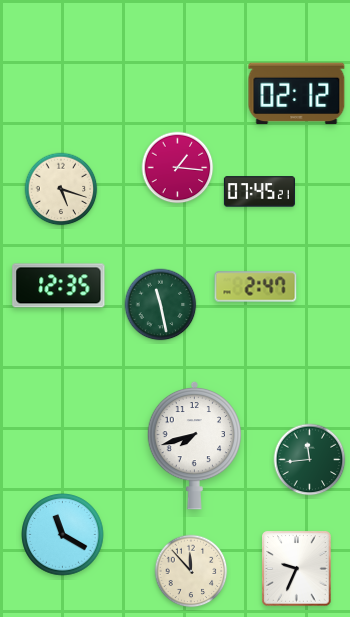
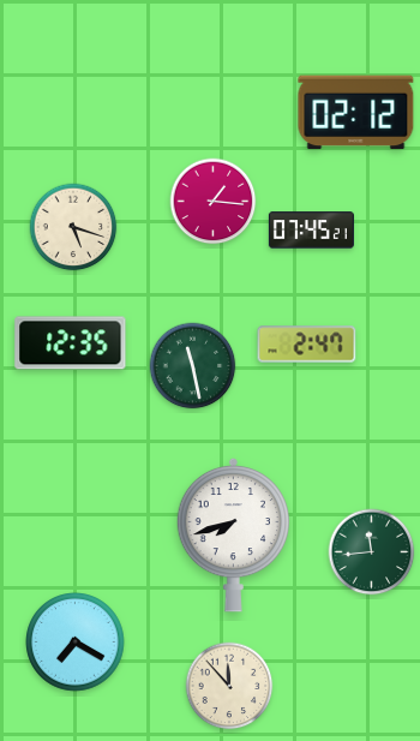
clock at (63, 535): 11:20 -> 7:20
clock at (297, 569): 9:34 -> none
